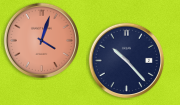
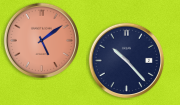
clock at (41, 40): 4:03 -> 5:09
